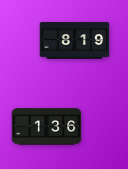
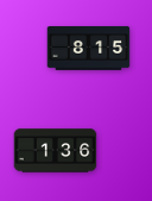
clock at (75, 41): 8:19 -> 8:15
